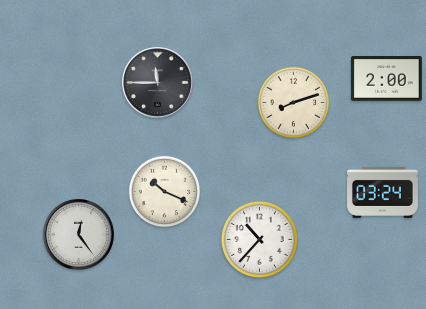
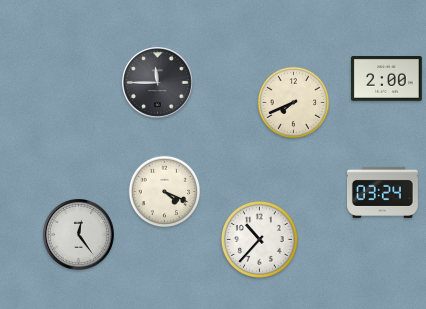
clock at (294, 103): 8:12 -> 7:41
clock at (165, 192): 10:19 -> 4:19
